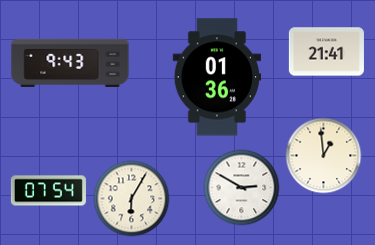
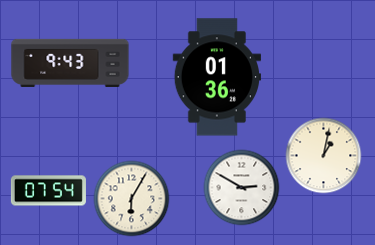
clock at (326, 52): 21:41 -> none
clock at (324, 156): 12:59 -> 1:02
